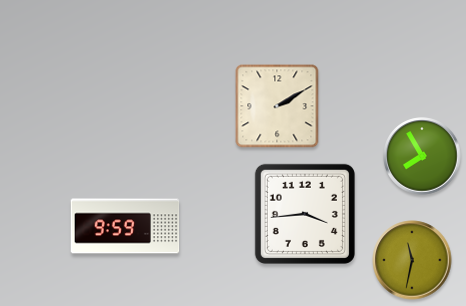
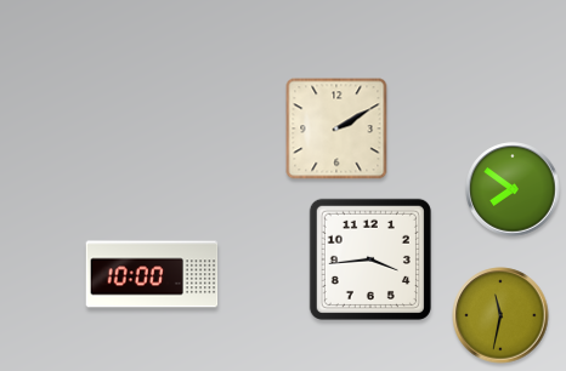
clock at (422, 156): 7:55 -> 7:51
clock at (125, 226): 9:59 -> 10:00
